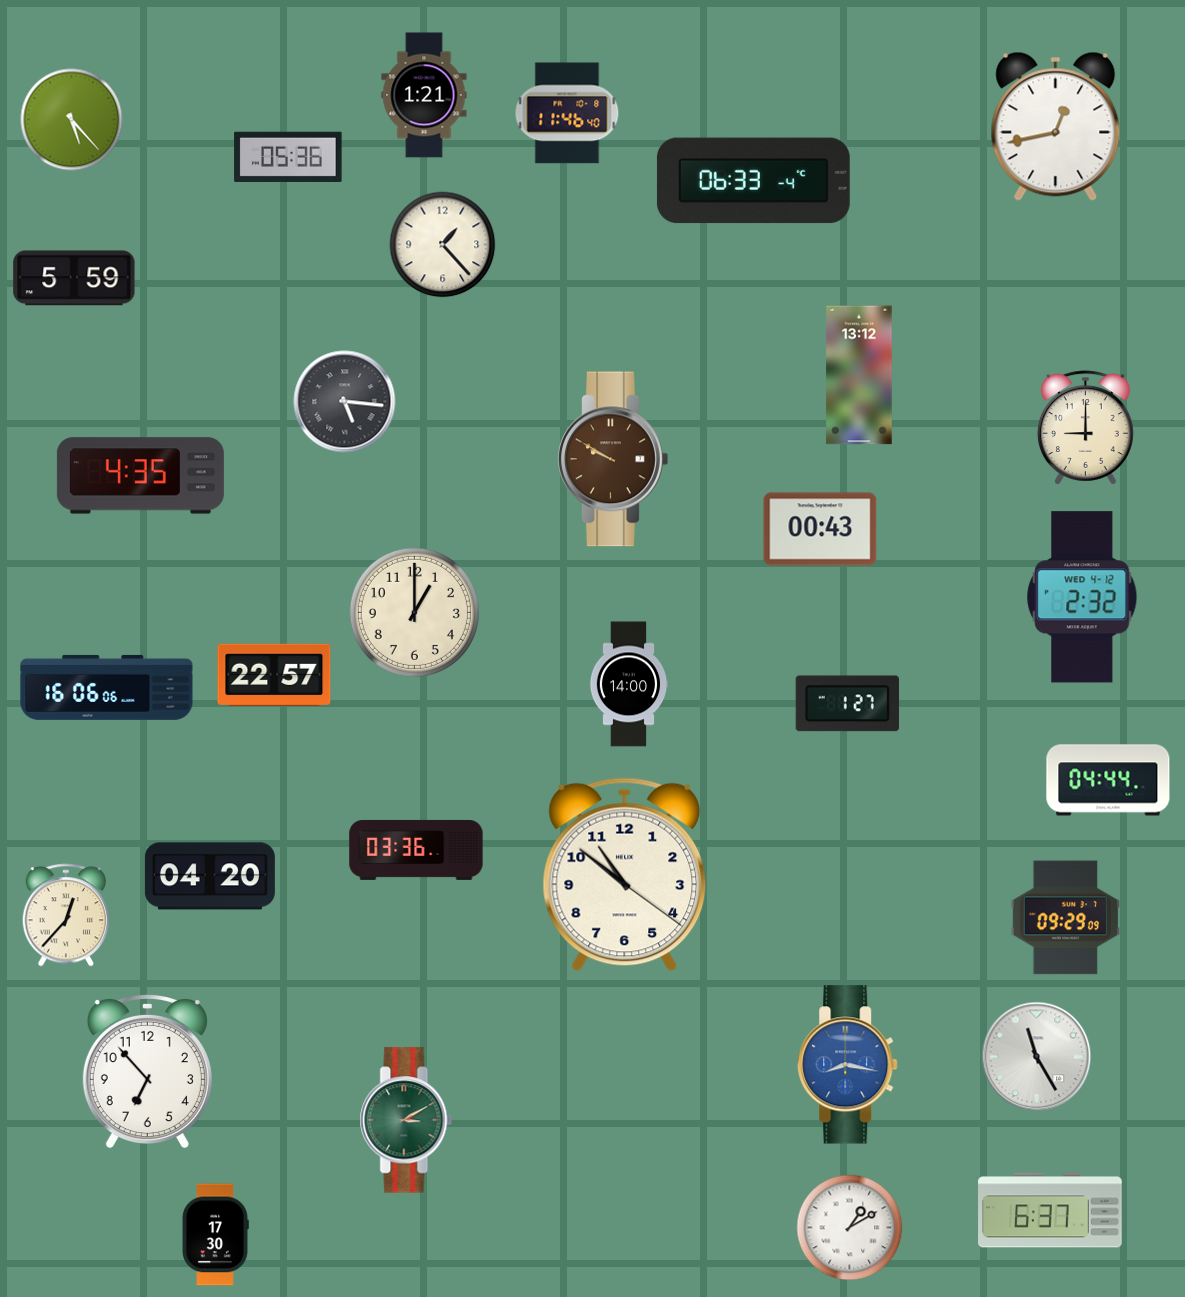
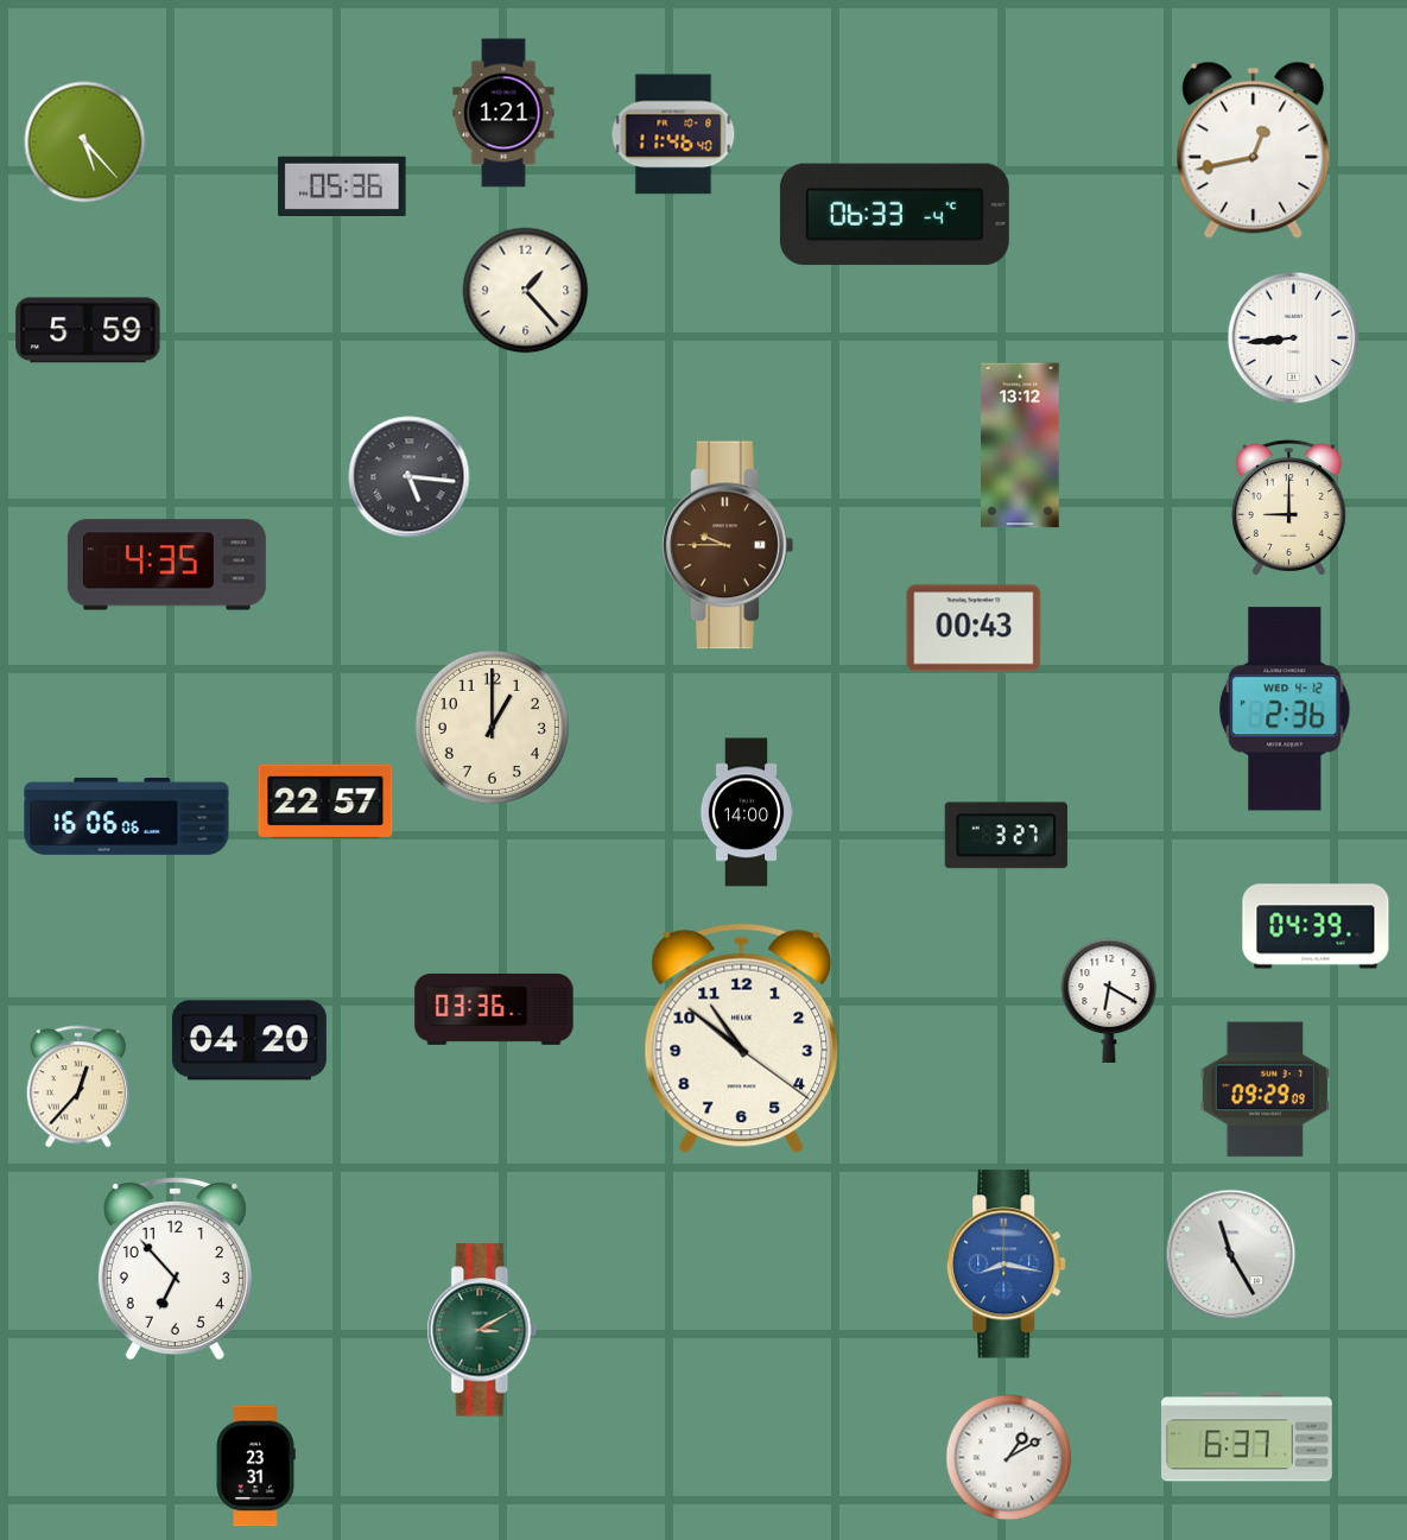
clock at (1294, 338): none -> 8:44
clock at (613, 459): 9:50 -> 9:45
clock at (1082, 597): 2:32 -> 2:36
clock at (847, 704): 1:27 -> 3:27
clock at (1108, 780): 04:44 -> 04:39
clock at (1109, 1001): none -> 6:20
clock at (147, 1071) position: (147, 1071) -> (175, 1268)
clock at (215, 1235): 17:30 -> 23:31
